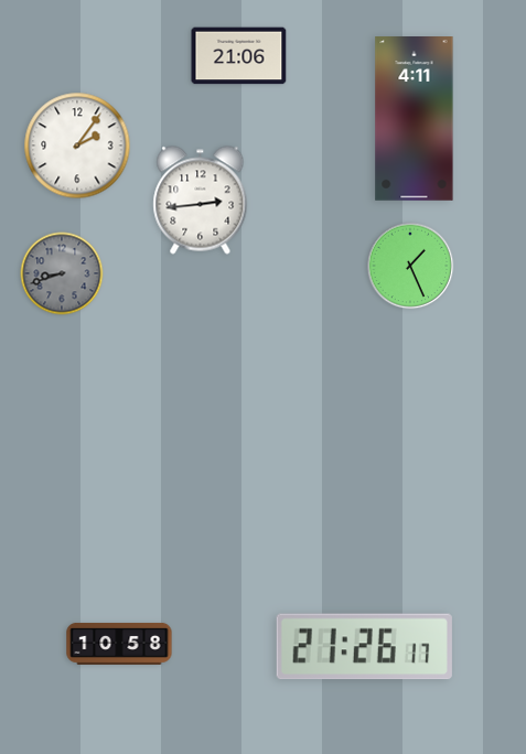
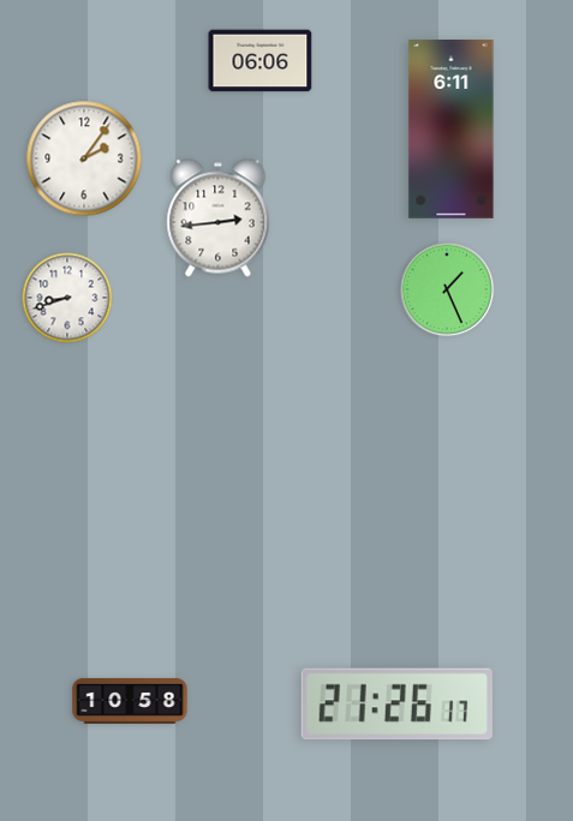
clock at (239, 56): 21:06 -> 06:06
clock at (415, 119): 4:11 -> 6:11
clock at (62, 273) dial: grey -> white
